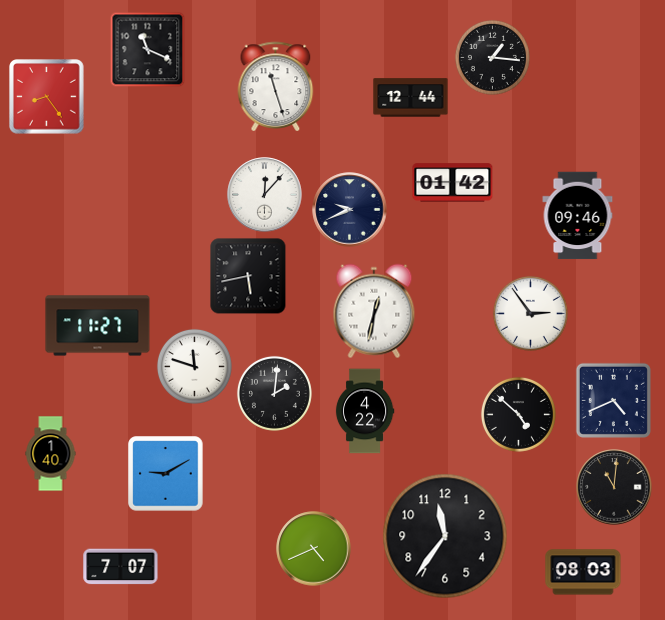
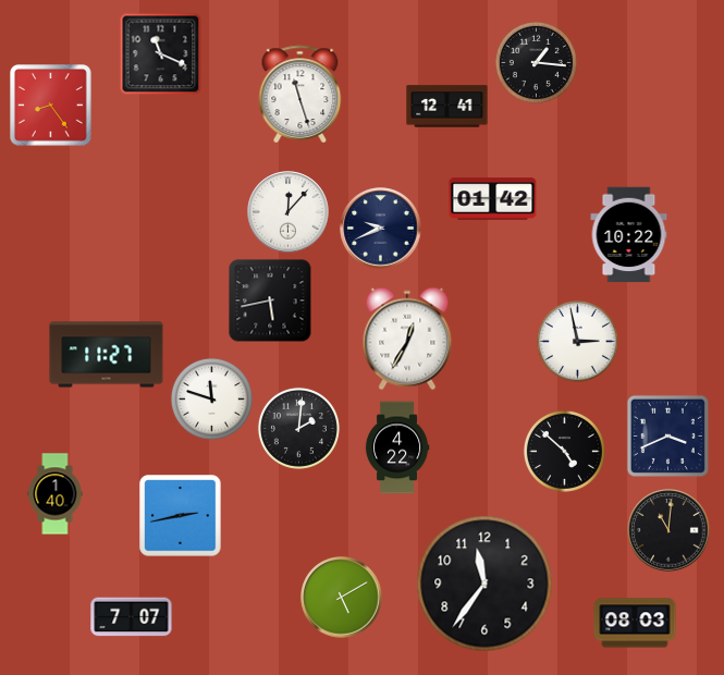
clock at (411, 98): 12:44 -> 12:41
clock at (578, 216): 09:46 -> 10:22
clock at (374, 311): 12:32 -> 12:35
clock at (530, 313): 2:54 -> 2:58
clock at (613, 400): 4:41 -> 3:41
clock at (166, 474): 9:10 -> 2:43
clock at (314, 549): 4:41 -> 5:10
